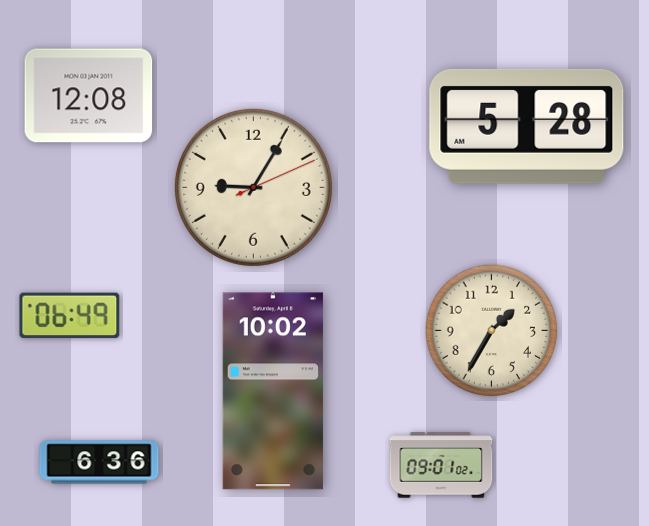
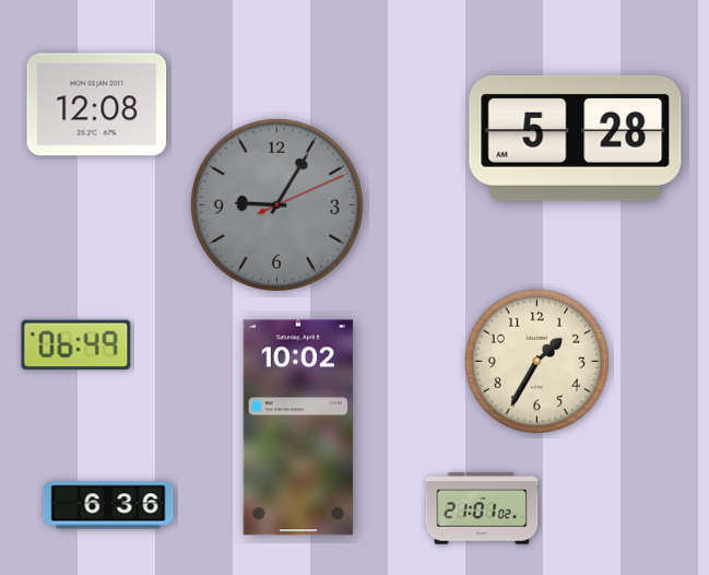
clock at (253, 187) dial: cream -> grey
clock at (441, 465): 09:01 -> 21:01
